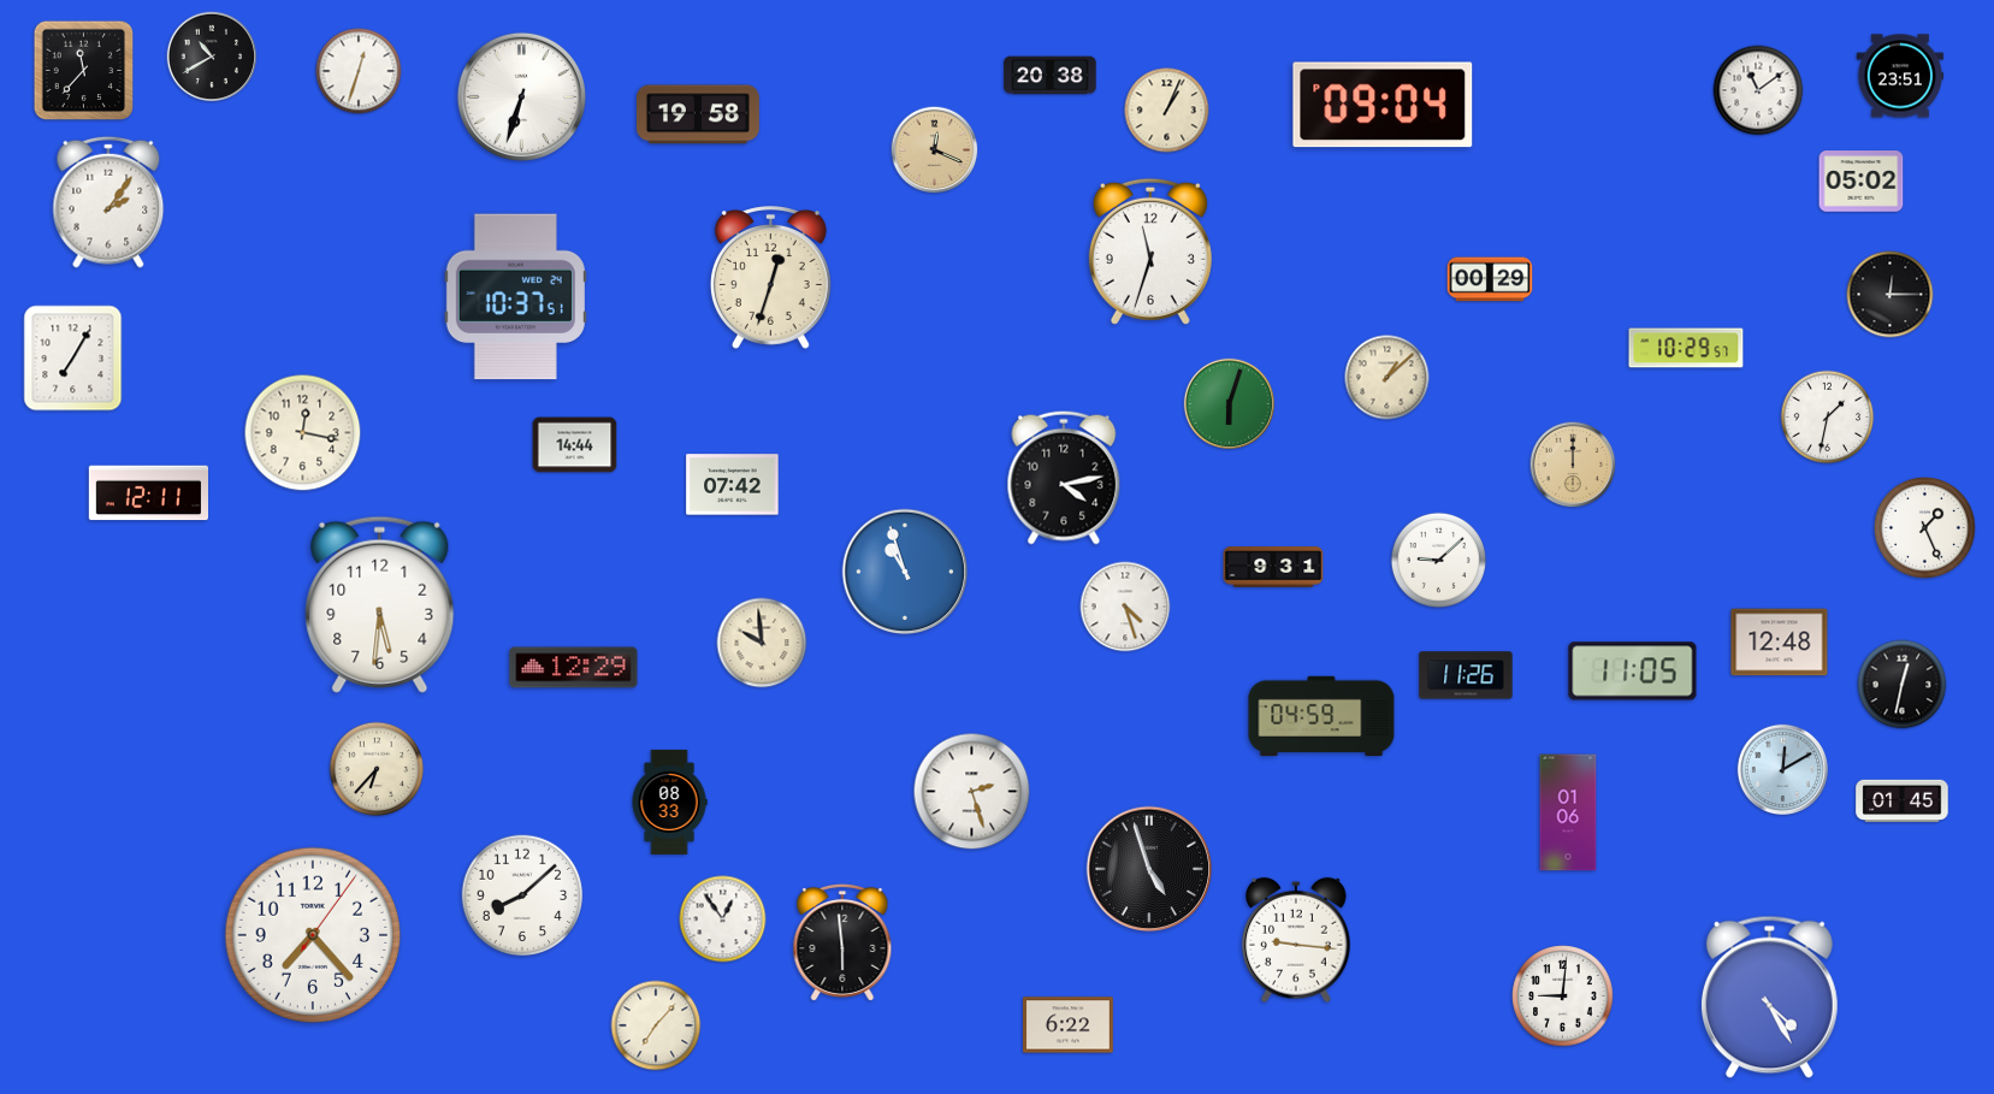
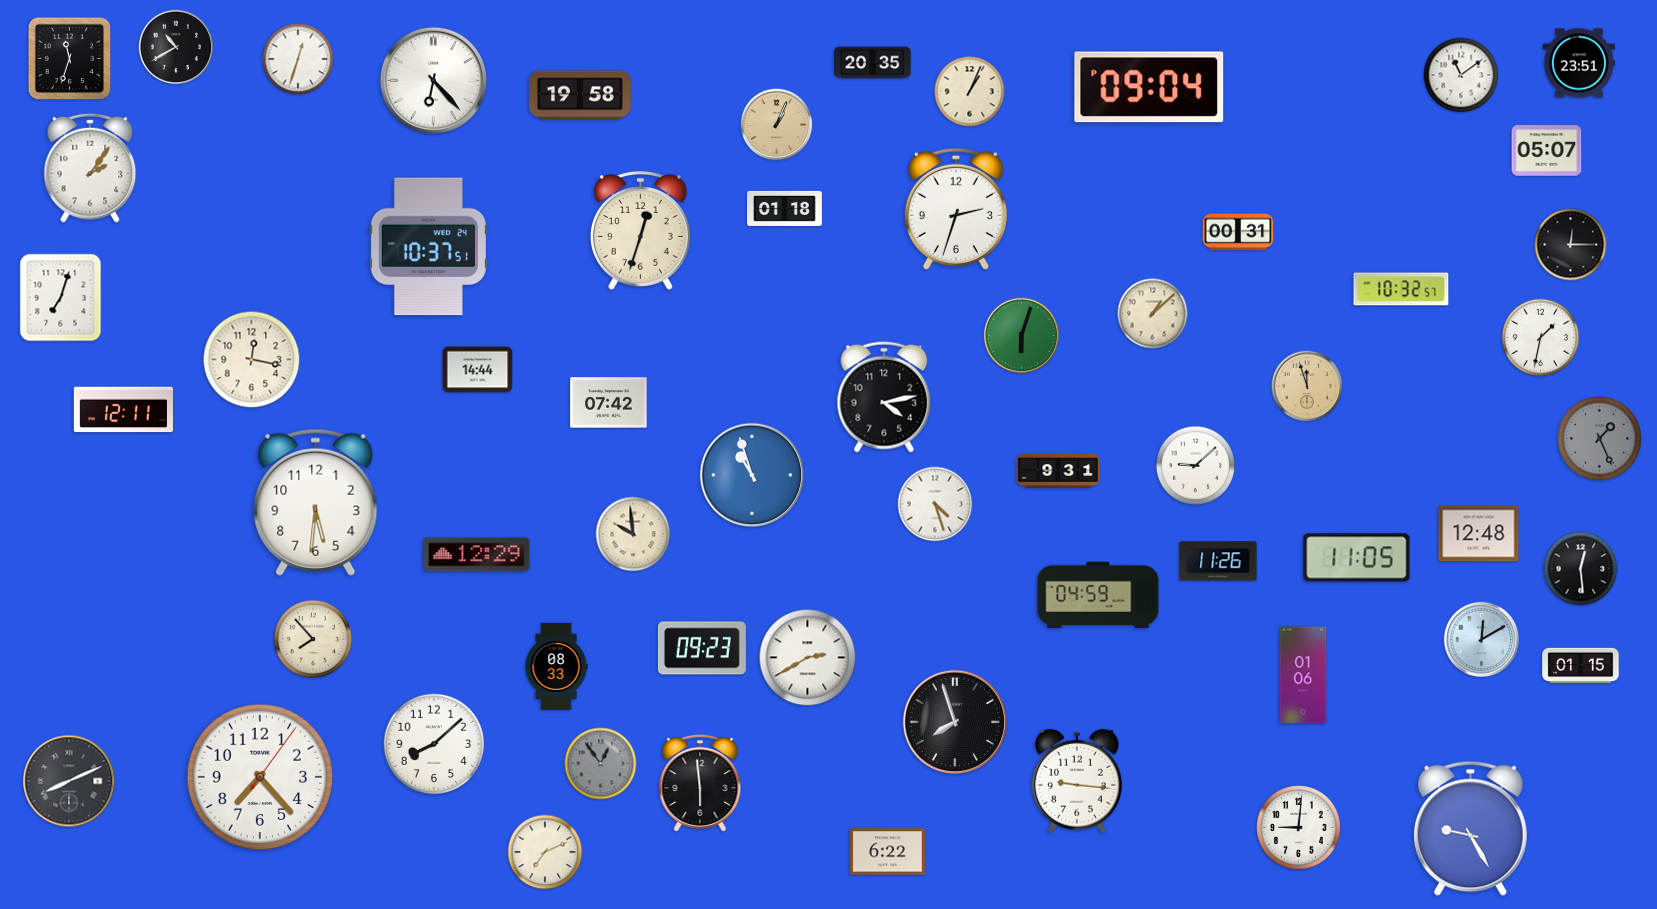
clock at (84, 71): 11:37 -> 11:33
clock at (1051, 76): 20:38 -> 20:35
clock at (521, 96): 6:33 -> 6:23
clock at (935, 150): 12:19 -> 1:04
clock at (1862, 182): 05:02 -> 05:07
clock at (785, 208): none -> 01:18
clock at (1150, 252): 11:33 -> 2:33
clock at (1490, 279): 00:29 -> 00:31
clock at (1686, 348): 10:29 -> 10:32
clock at (73, 359): 7:05 -> 7:03
clock at (1828, 418) position: (1828, 418) -> (1541, 338)
clock at (1573, 465): 12:00 -> 11:57
clock at (1925, 528) dial: white -> grey
clock at (1903, 685): 12:32 -> 12:29
clock at (377, 769): 6:37 -> 7:53
clock at (702, 648): none -> 09:23
clock at (972, 792): 2:27 -> 2:40
clock at (1903, 802): 01:45 -> 01:15
clock at (1149, 869): 4:57 -> 7:57
clock at (723, 919) dial: white -> grey
clock at (69, 781): none -> 8:11
clock at (1769, 997): 4:25 -> 9:25
clock at (656, 1025): 7:07 -> 7:11
